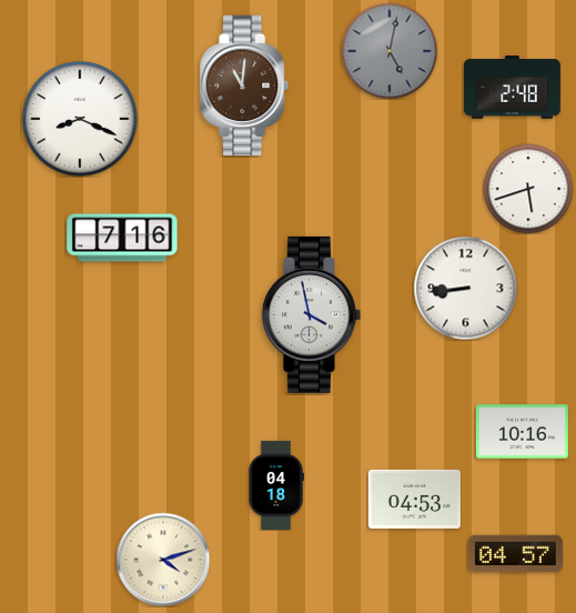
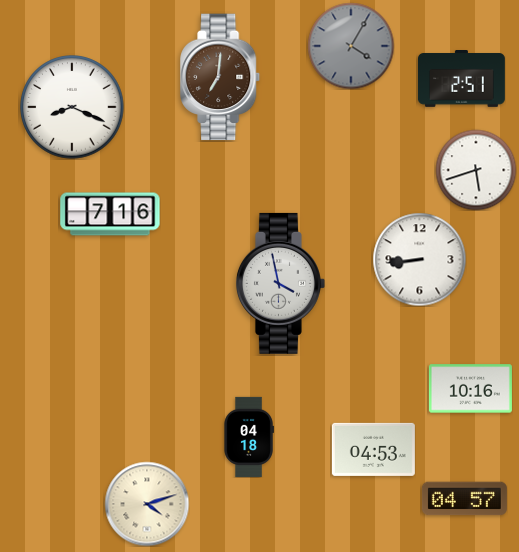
clock at (390, 51): 5:02 -> 4:05
clock at (245, 86): 11:01 -> 7:01
clock at (513, 88): 2:48 -> 2:51
